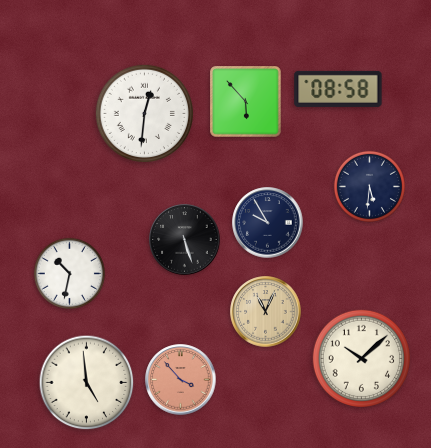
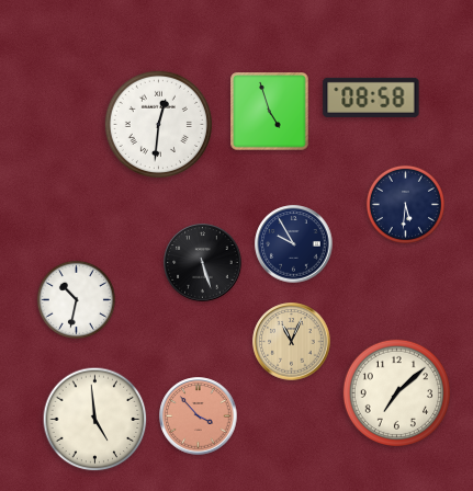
clock at (246, 102): 5:53 -> 4:57
clock at (361, 358): 10:08 -> 7:08
